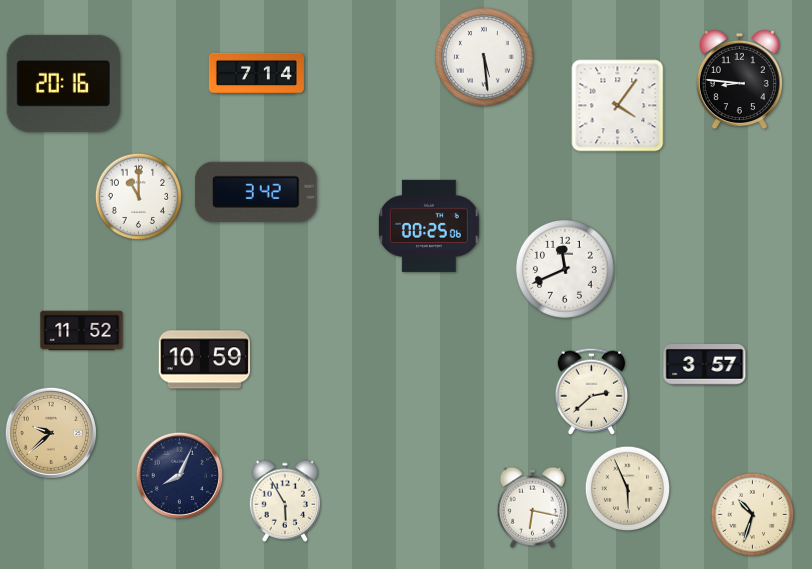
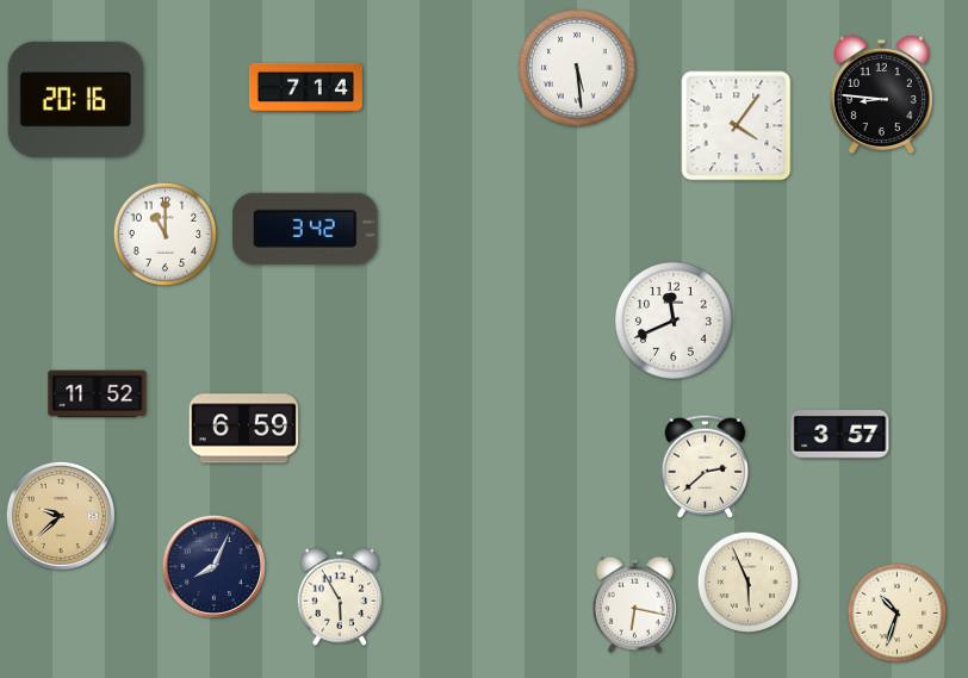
clock at (429, 226): 00:25 -> none
clock at (205, 360): 10:59 -> 6:59
